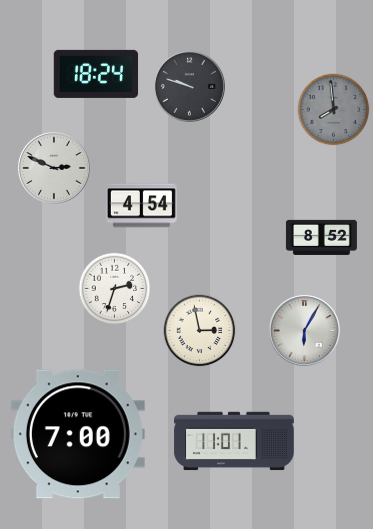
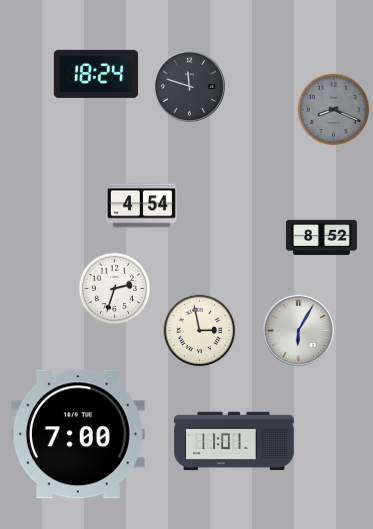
clock at (189, 86): 9:48 -> 11:48
clock at (334, 110): 7:59 -> 8:19
clock at (54, 168): 2:49 -> none
clock at (304, 330) position: (304, 330) -> (298, 330)
